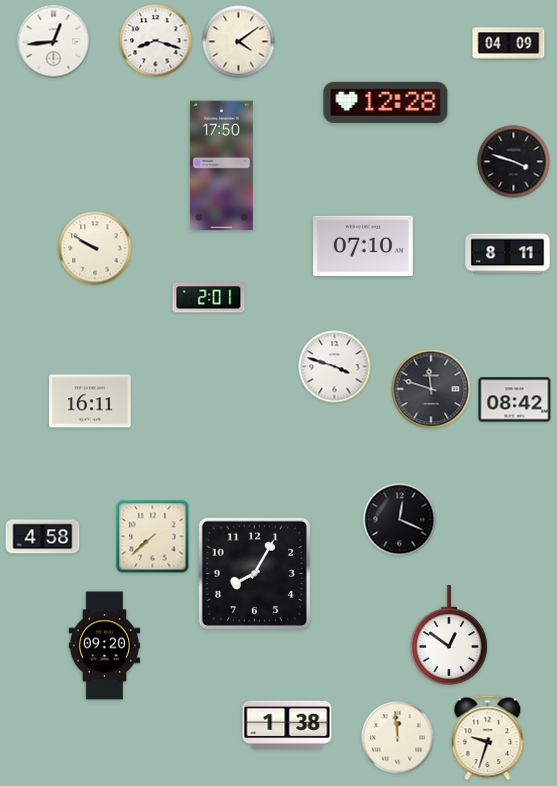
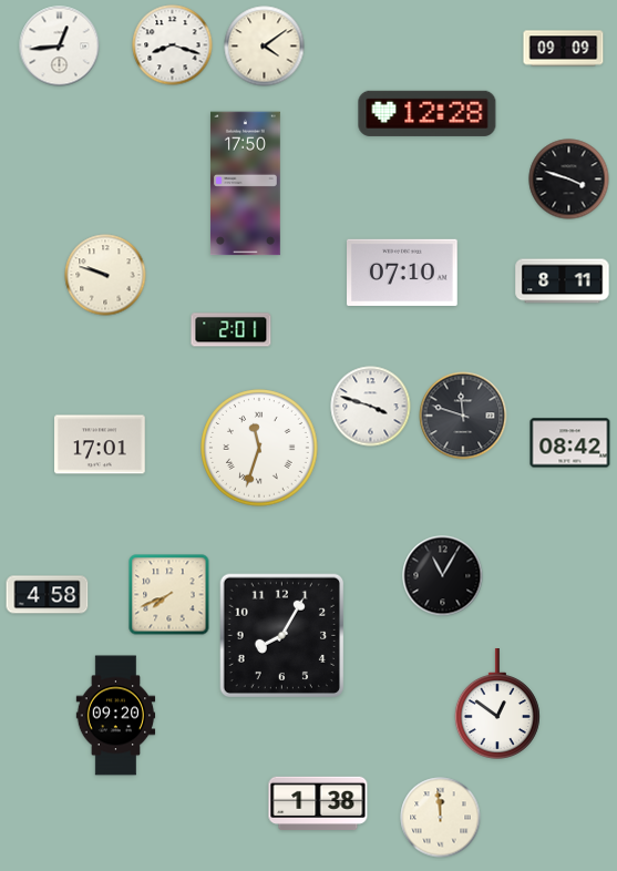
clock at (509, 44): 04:09 -> 09:09
clock at (95, 248): 9:50 -> 9:48
clock at (431, 389) position: (431, 389) -> (463, 416)
clock at (91, 401): 16:11 -> 17:01
clock at (259, 448): none -> 11:33
clock at (400, 520): 12:19 -> 11:05
clock at (153, 537): 7:38 -> 7:41
clock at (488, 738): 9:33 -> none
